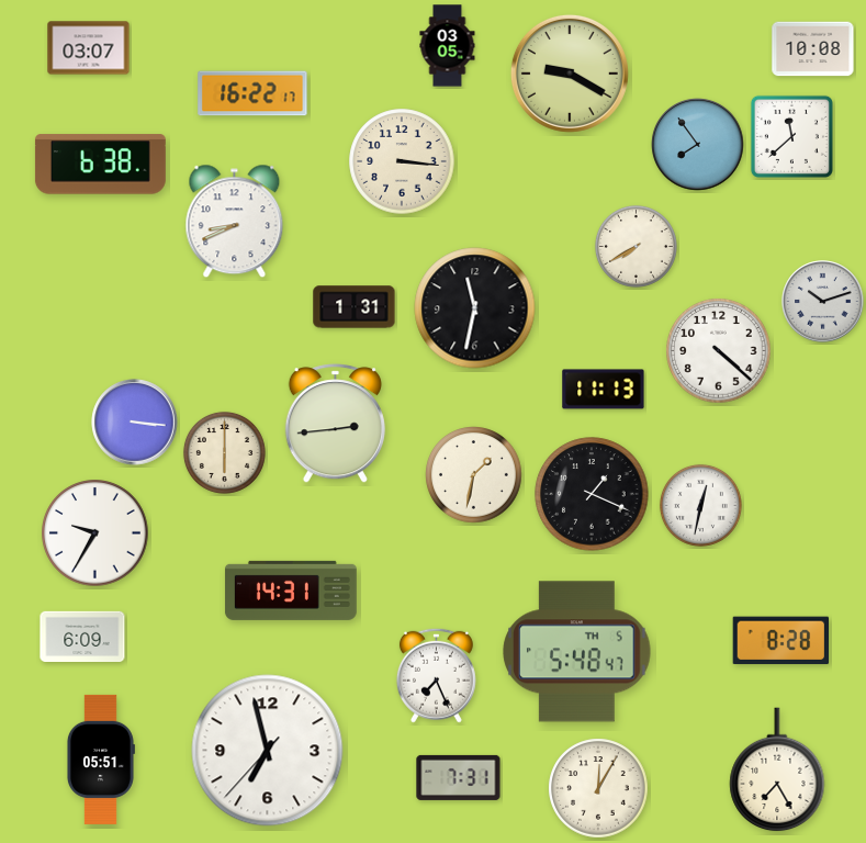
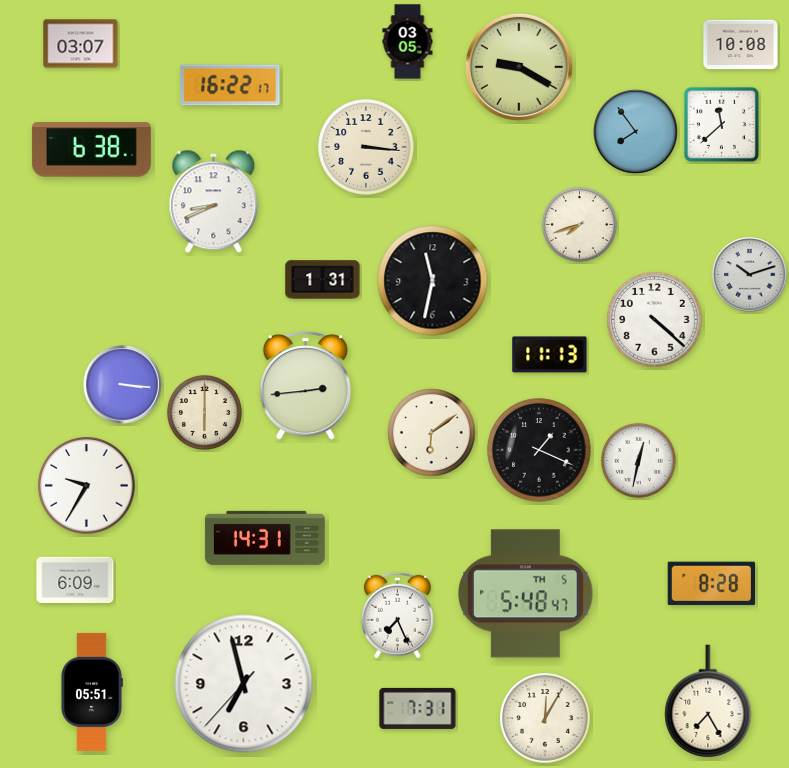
clock at (636, 246): 7:40 -> 7:42
clock at (474, 475): 1:32 -> 6:09
